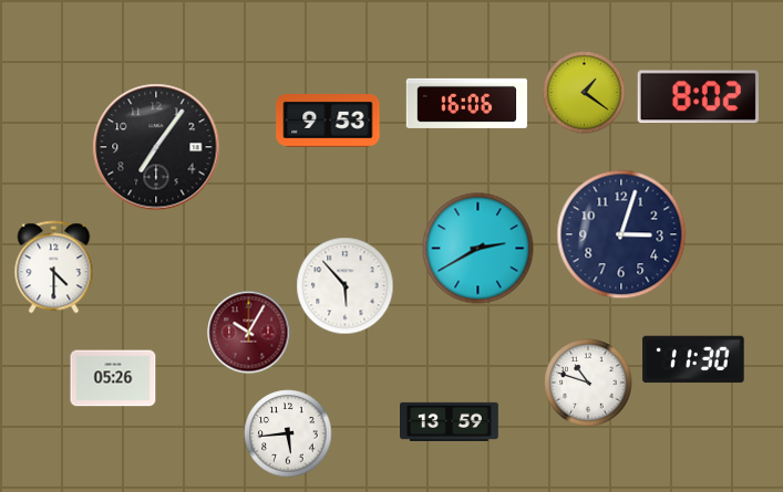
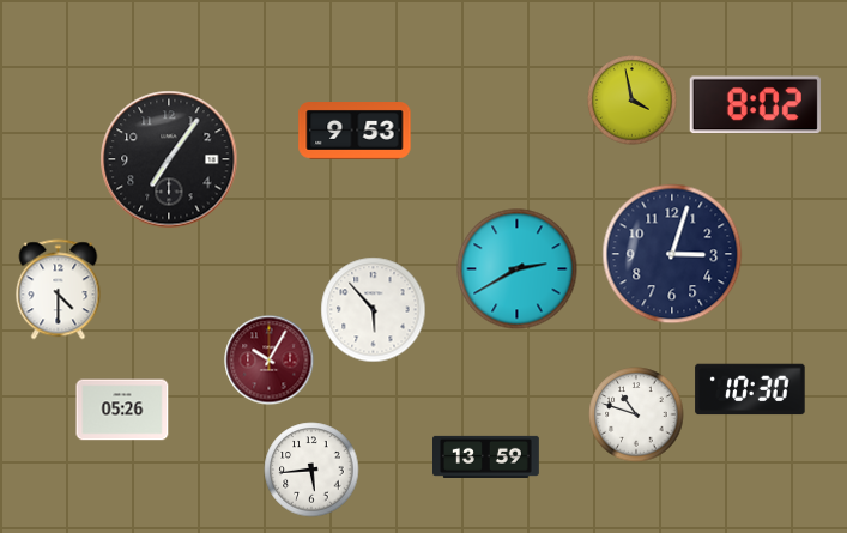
clock at (585, 93): 1:21 -> 3:58
clock at (466, 103): 16:06 -> none
clock at (693, 359): 11:30 -> 10:30
